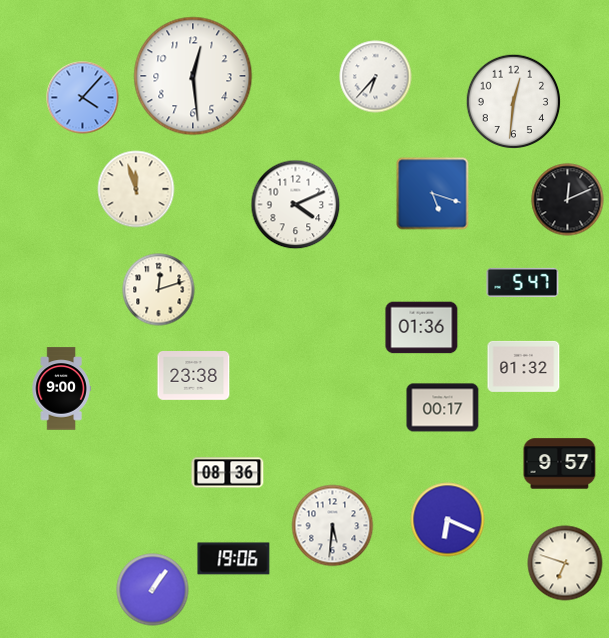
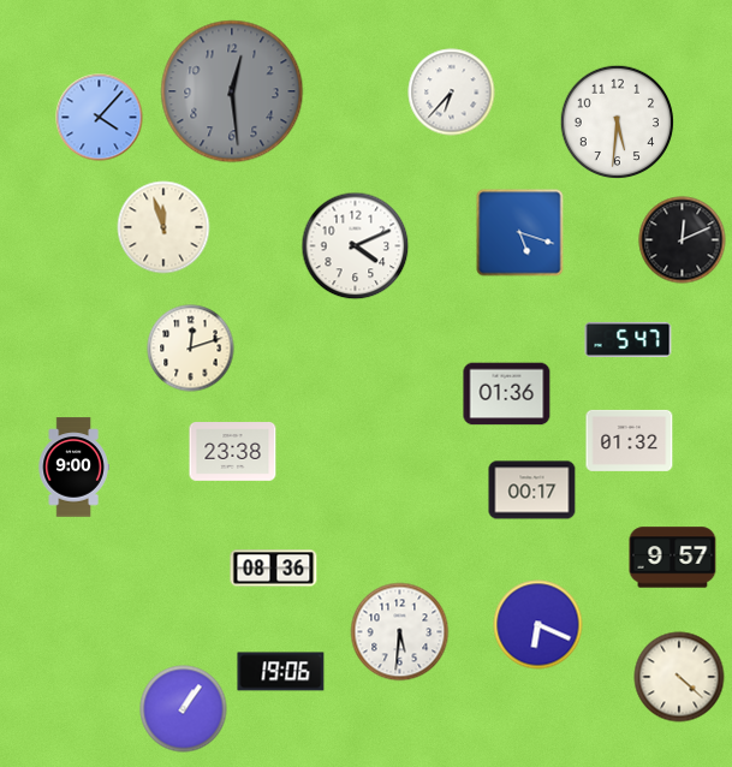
clock at (193, 76) dial: white -> grey
clock at (514, 102): 12:31 -> 5:31
clock at (565, 563): 6:48 -> 4:22
